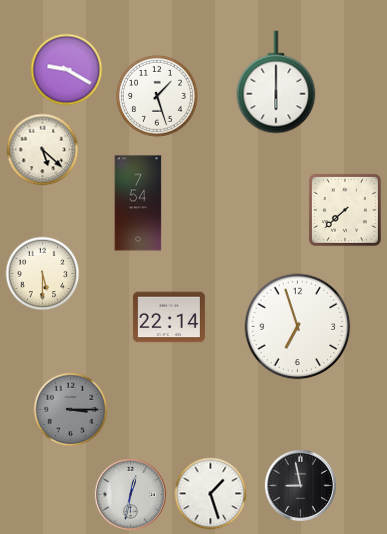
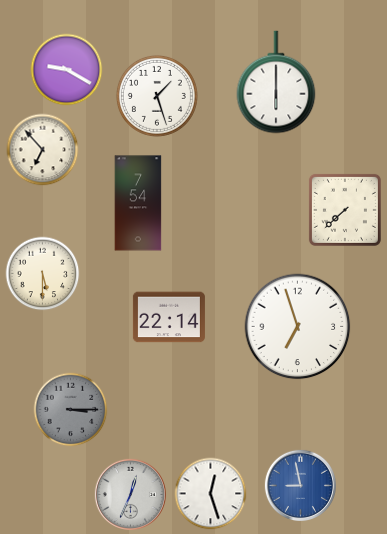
clock at (43, 150): 5:22 -> 6:53
clock at (300, 485) dial: black -> blue
clock at (130, 494): 12:32 -> 12:34
clock at (211, 494): 1:27 -> 12:27
